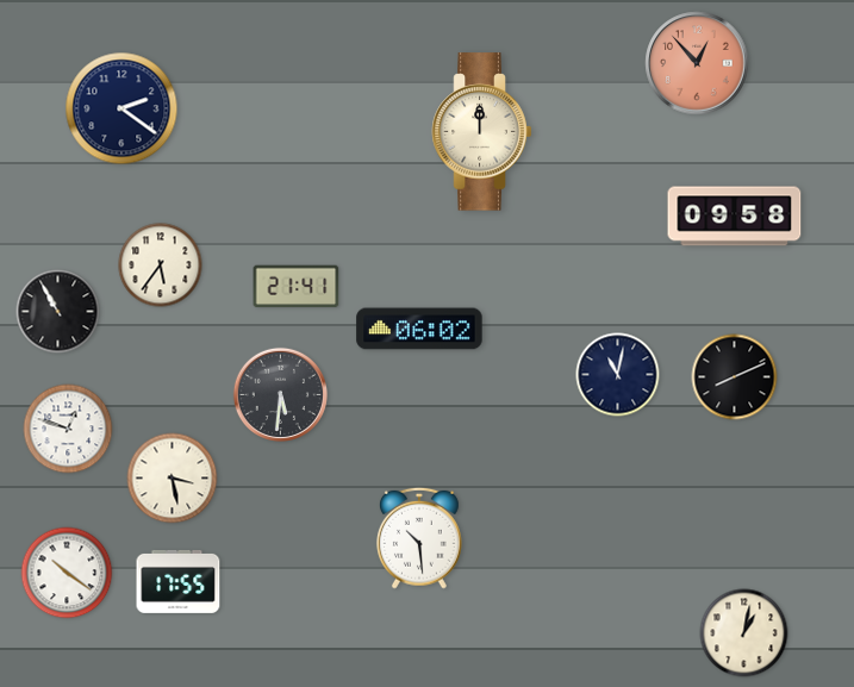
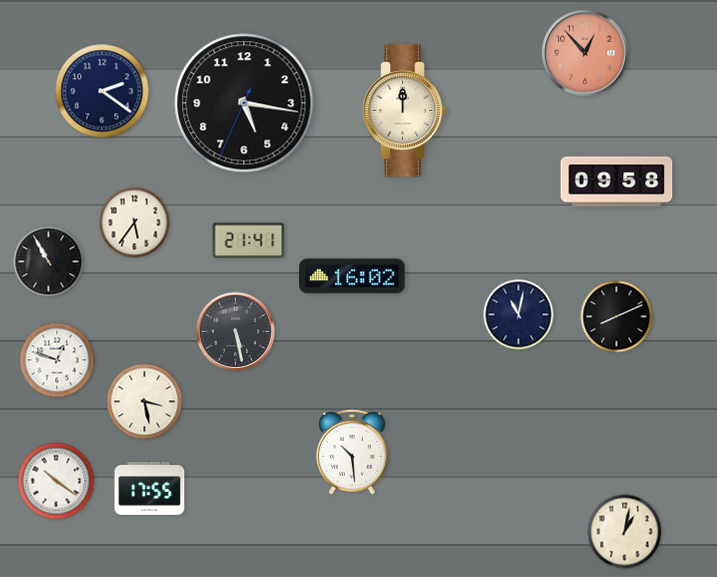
clock at (244, 103): none -> 5:16
clock at (419, 329): 06:02 -> 16:02
clock at (280, 394): 5:31 -> 5:28
